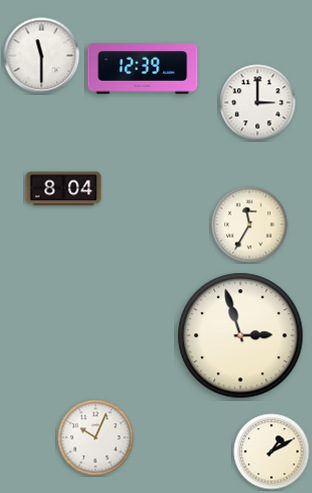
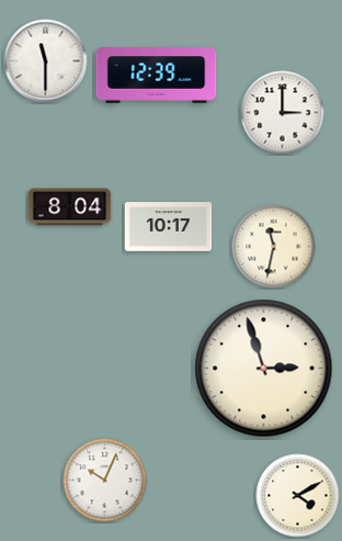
clock at (169, 227): none -> 10:17
clock at (250, 225): 11:35 -> 11:32
clock at (272, 452): 1:10 -> 4:10
